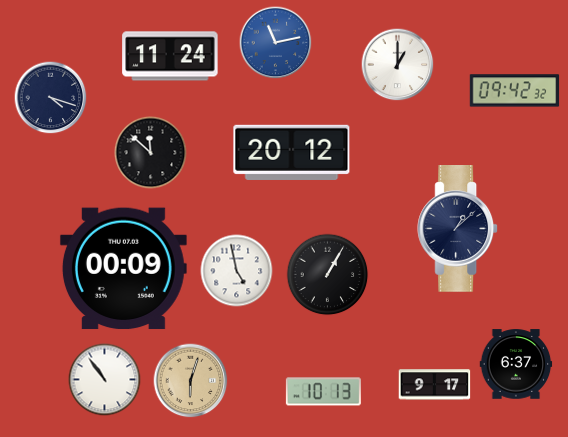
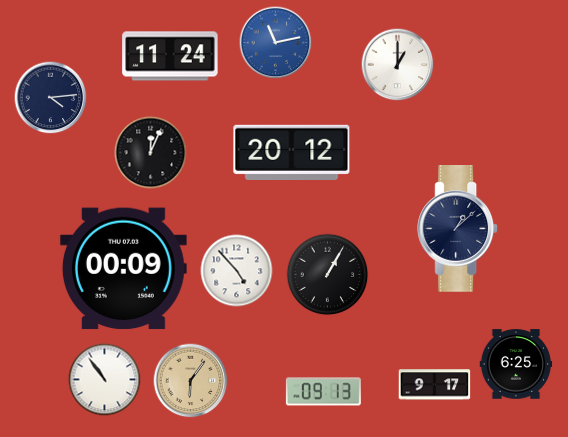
clock at (515, 91): 09:42 -> none
clock at (51, 98): 4:18 -> 4:14
clock at (151, 153): 11:52 -> 12:04
clock at (237, 271): 4:58 -> 4:53
clock at (516, 364): 6:37 -> 6:25
clock at (191, 381): 6:03 -> 6:06
clock at (323, 392): 10:13 -> 09:13
